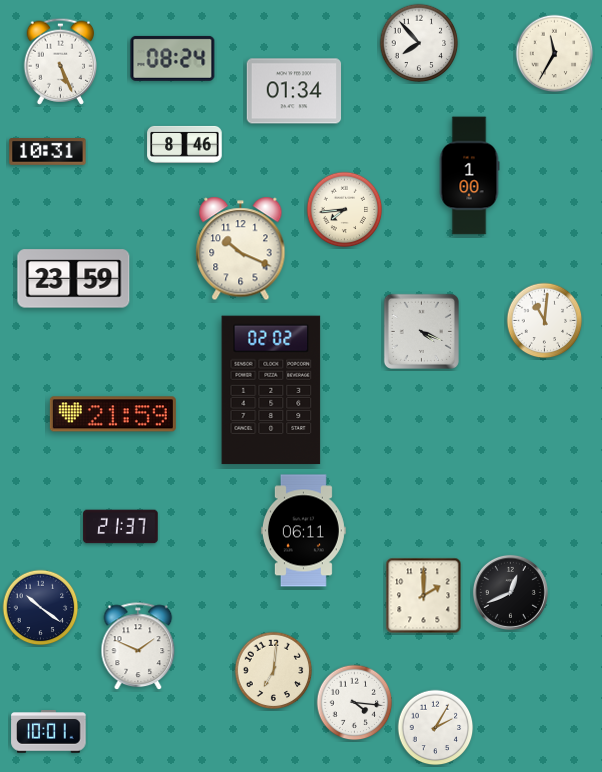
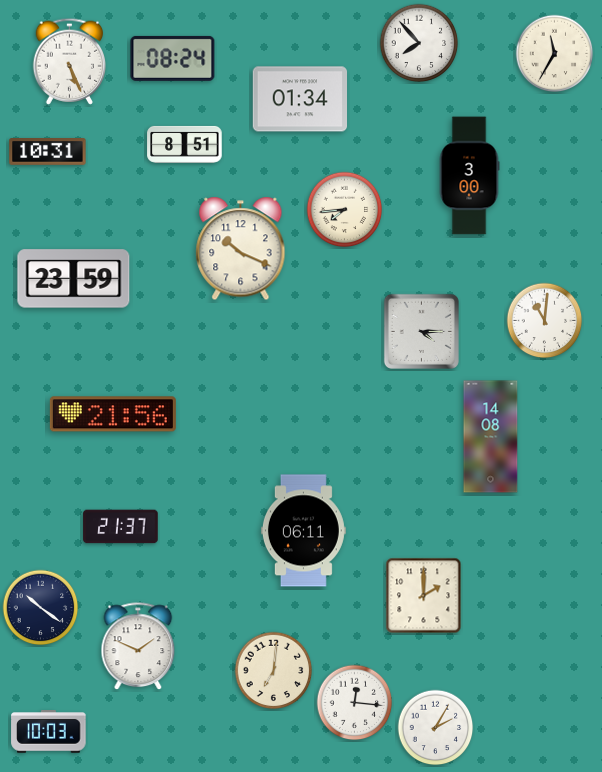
clock at (61, 61) position: (61, 61) -> (70, 61)
clock at (294, 91) position: (294, 91) -> (300, 99)
clock at (185, 144): 8:46 -> 8:51
clock at (469, 176): 1:00 -> 3:00
clock at (421, 331): 4:19 -> 4:15
clock at (271, 390): 02:02 -> none
clock at (113, 414): 21:59 -> 21:56
clock at (491, 437): none -> 14:08
clock at (510, 592): 12:41 -> none
clock at (355, 703): 4:16 -> 12:16
clock at (49, 732): 10:01 -> 10:03
